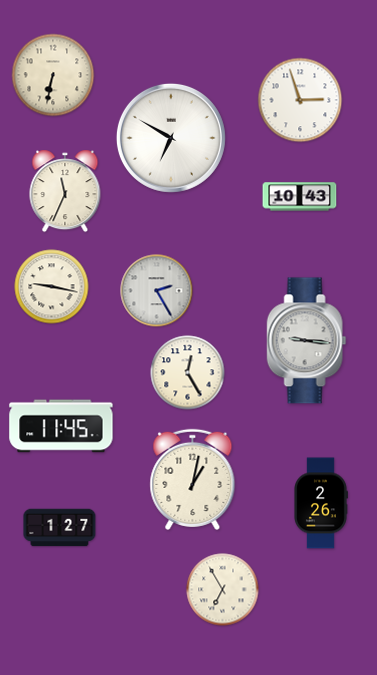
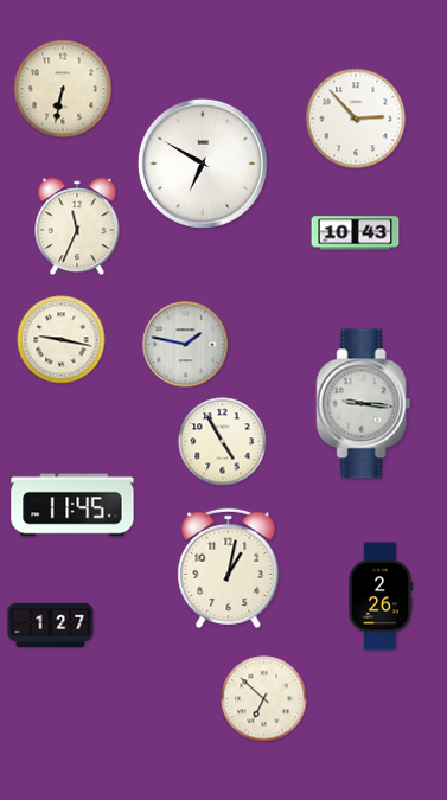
clock at (300, 100): 2:57 -> 2:53
clock at (157, 291): 2:25 -> 1:47
clock at (188, 373): 12:25 -> 4:55
clock at (60, 528) position: (60, 528) -> (51, 626)
clock at (223, 590): 6:55 -> 6:52
